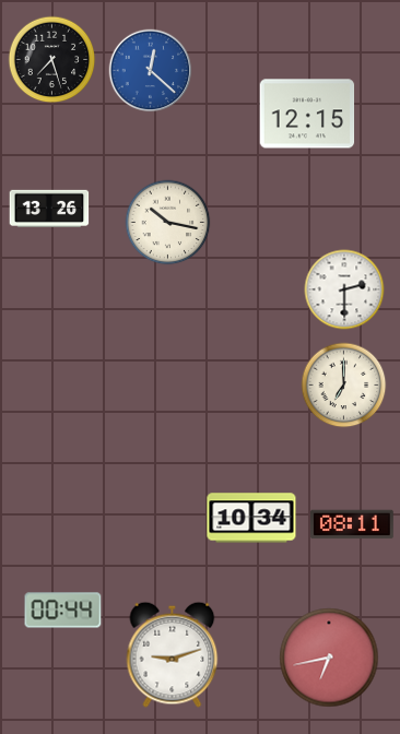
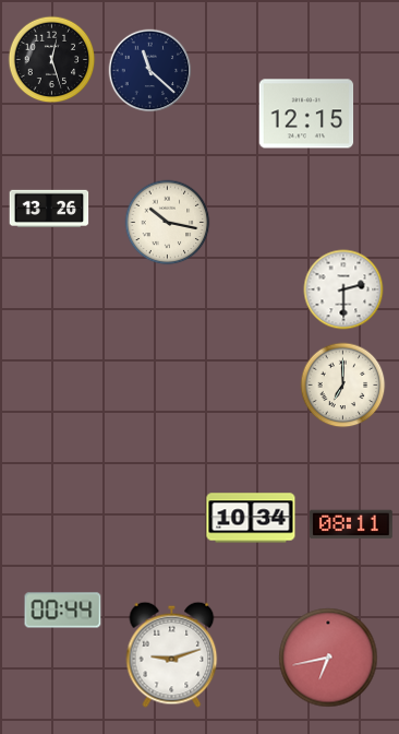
clock at (52, 60): 7:27 -> 12:27
clock at (151, 71): 12:22 -> 11:22
clock at (151, 71) dial: blue -> navy
